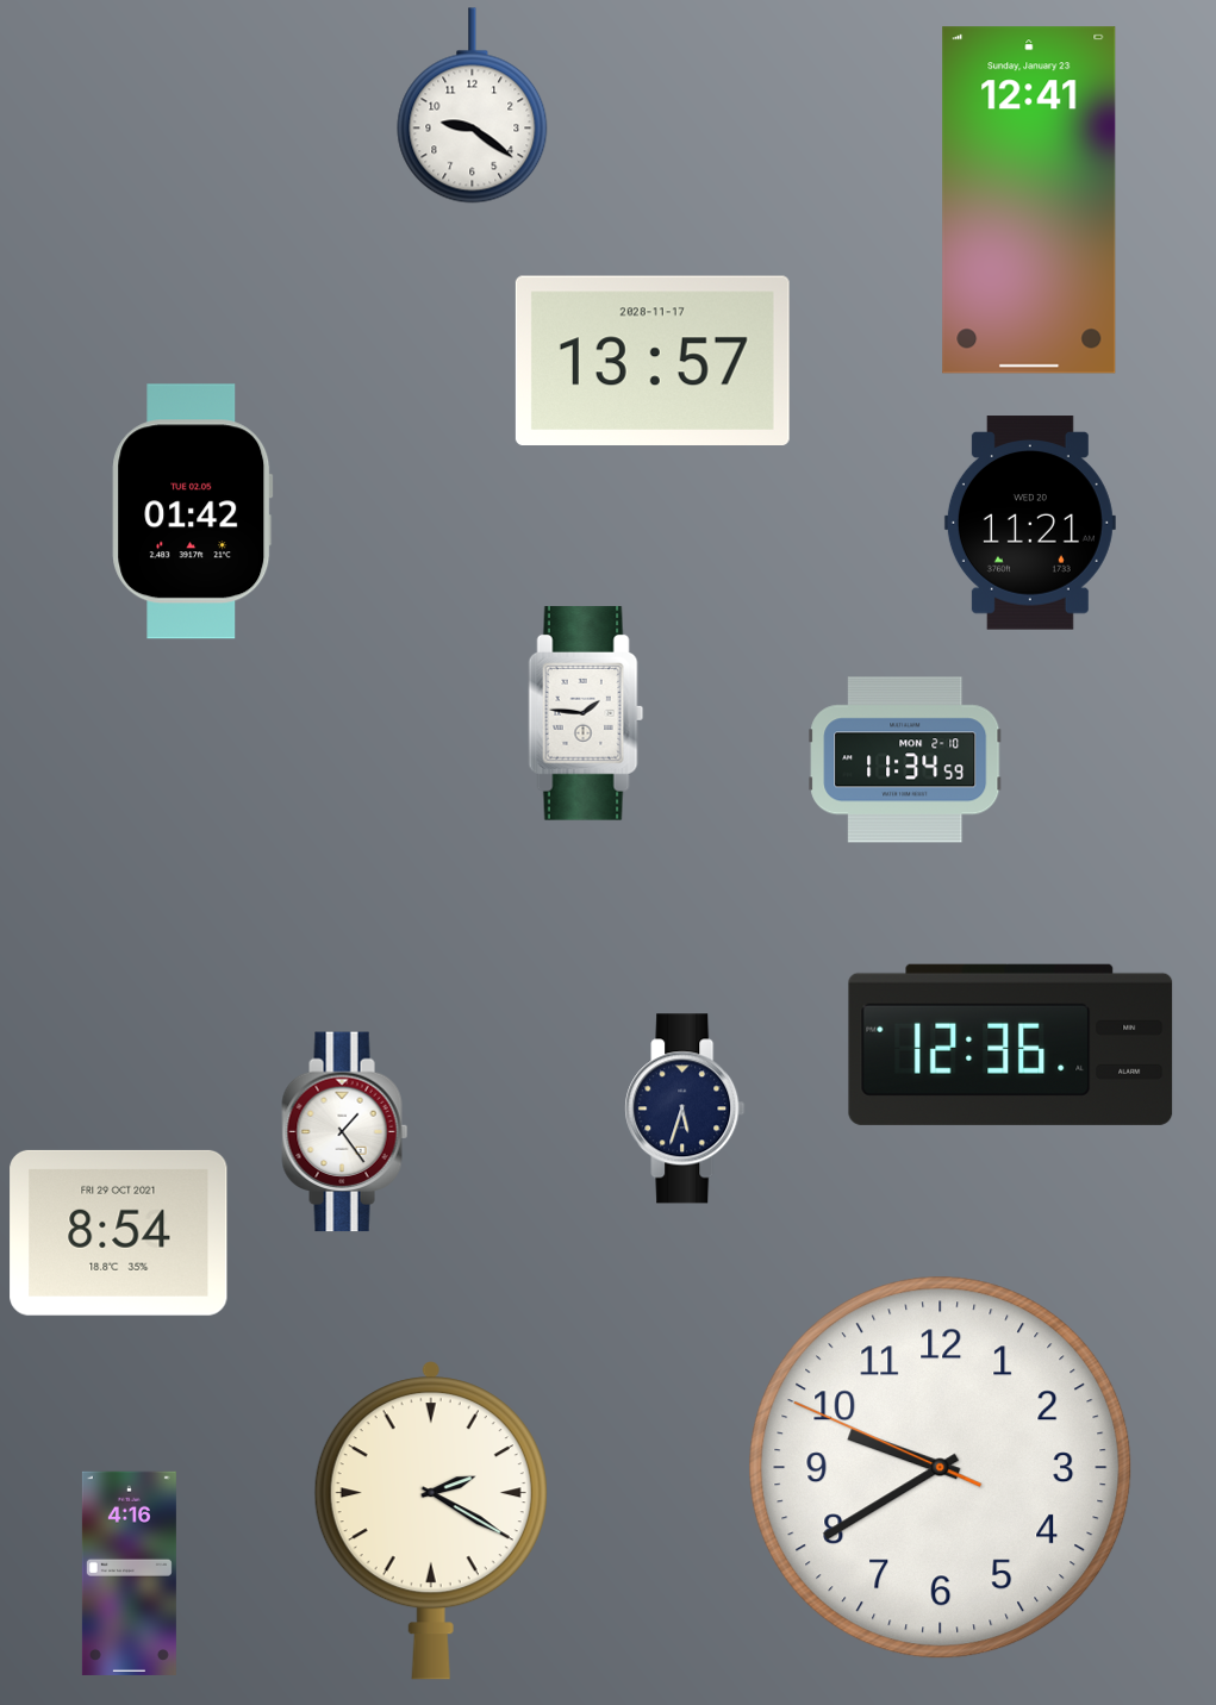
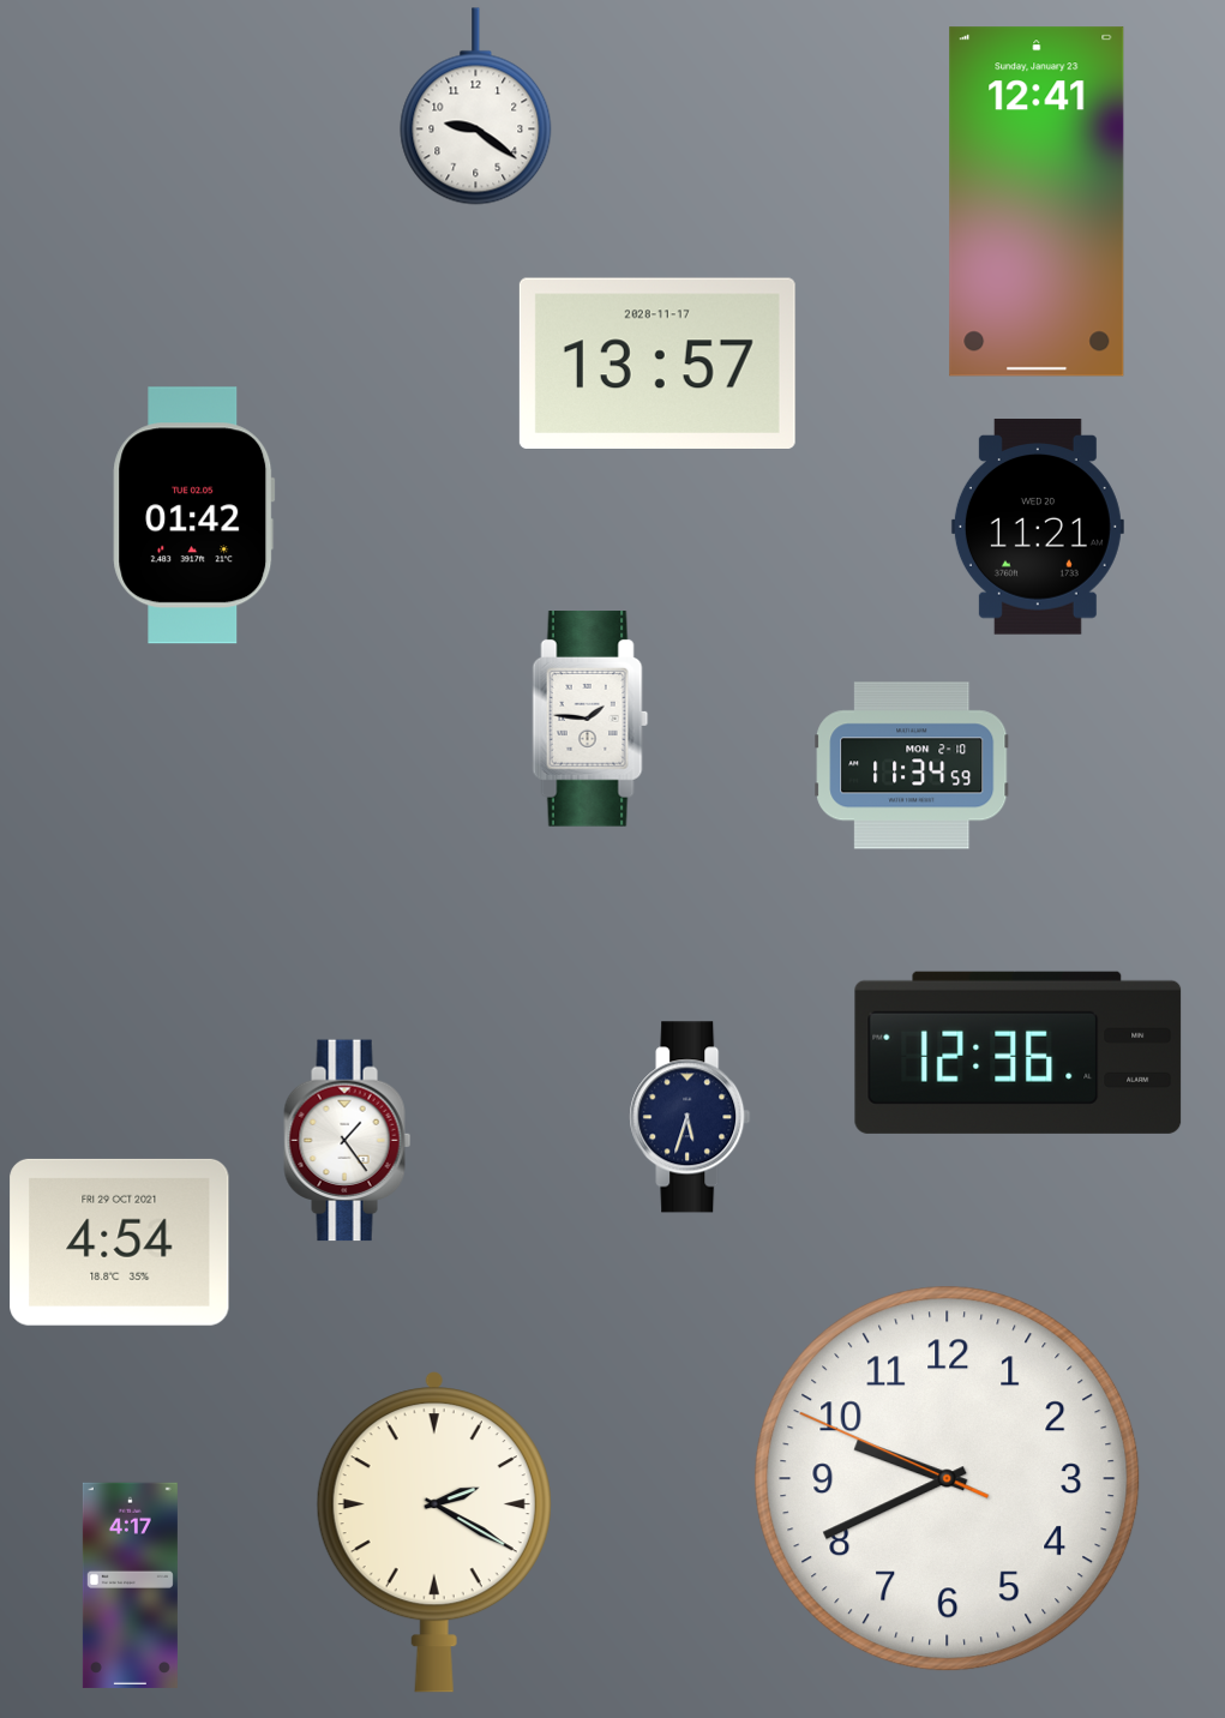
clock at (119, 1232): 8:54 -> 4:54
clock at (941, 1468): 9:39 -> 9:40
clock at (129, 1573): 4:16 -> 4:17
